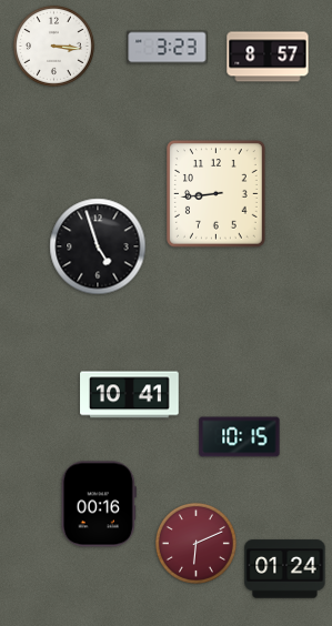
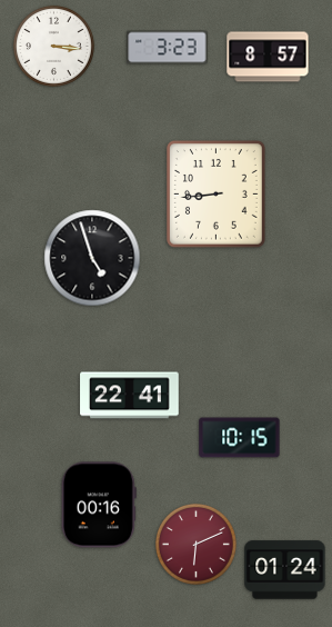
clock at (98, 246) position: (98, 246) -> (92, 258)
clock at (130, 395): 10:41 -> 22:41
